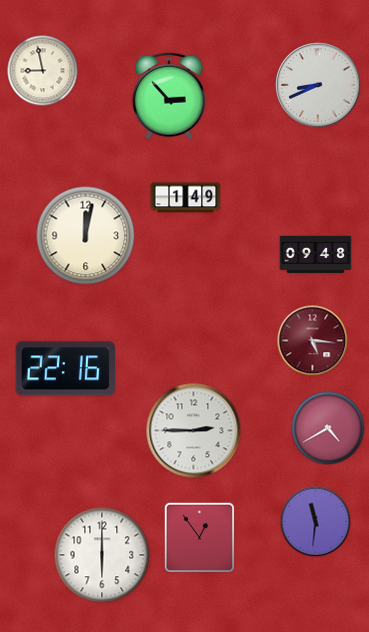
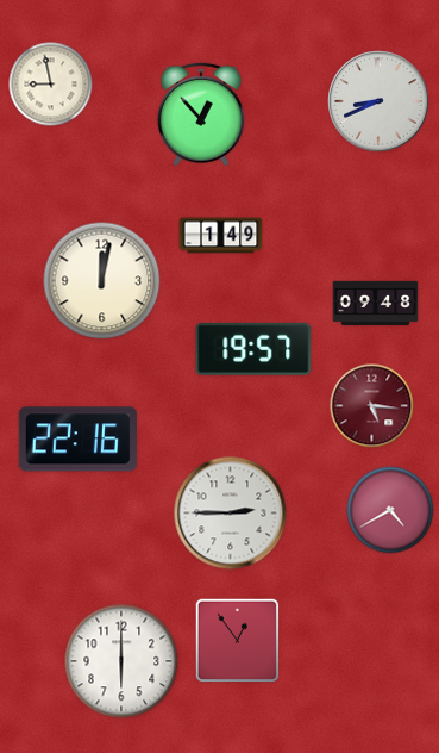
clock at (169, 96): 2:53 -> 12:53
clock at (253, 349): none -> 19:57
clock at (316, 522): 11:31 -> none
